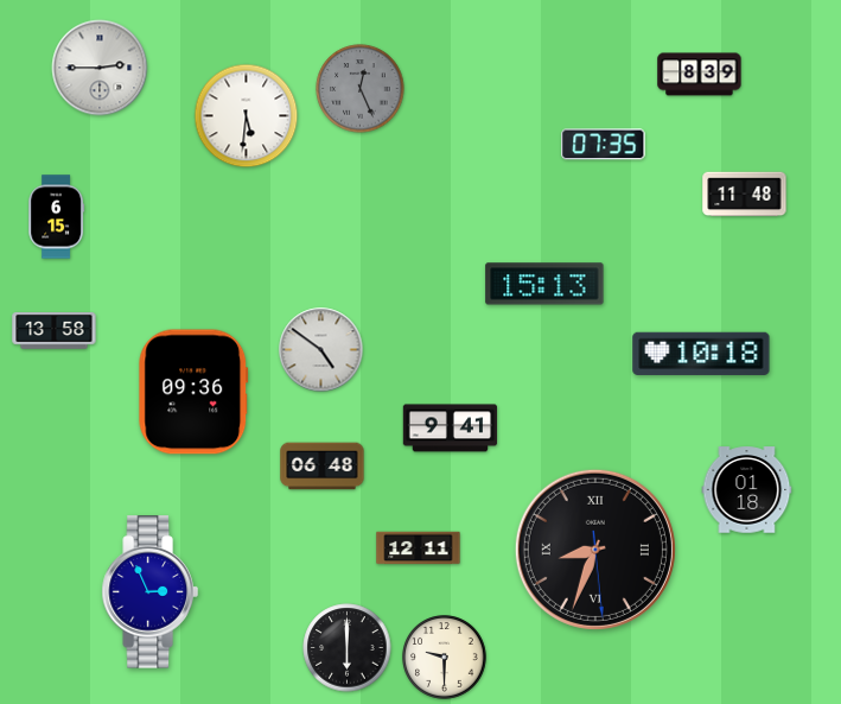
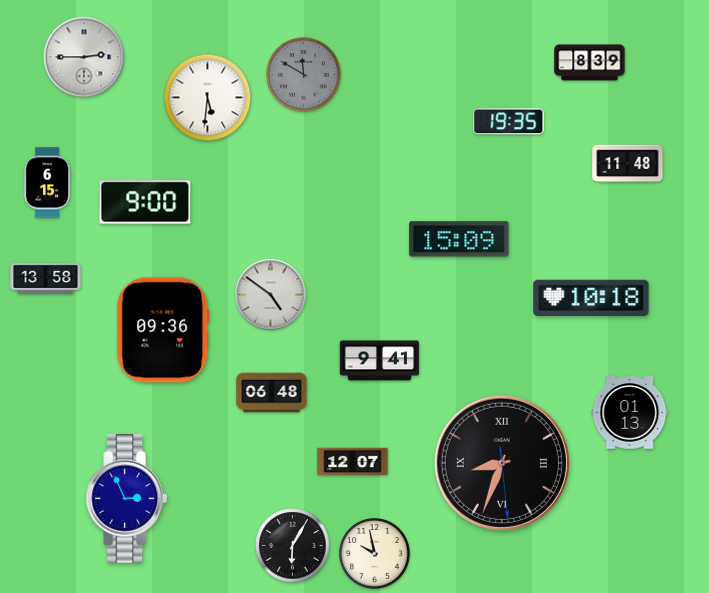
clock at (361, 89): 12:26 -> 11:50
clock at (604, 145): 07:35 -> 19:35
clock at (145, 202): none -> 9:00
clock at (544, 284): 15:13 -> 15:09
clock at (747, 490): 01:18 -> 01:13
clock at (419, 548): 12:11 -> 12:07
clock at (348, 648): 6:00 -> 6:05
clock at (445, 658): 9:30 -> 9:58
